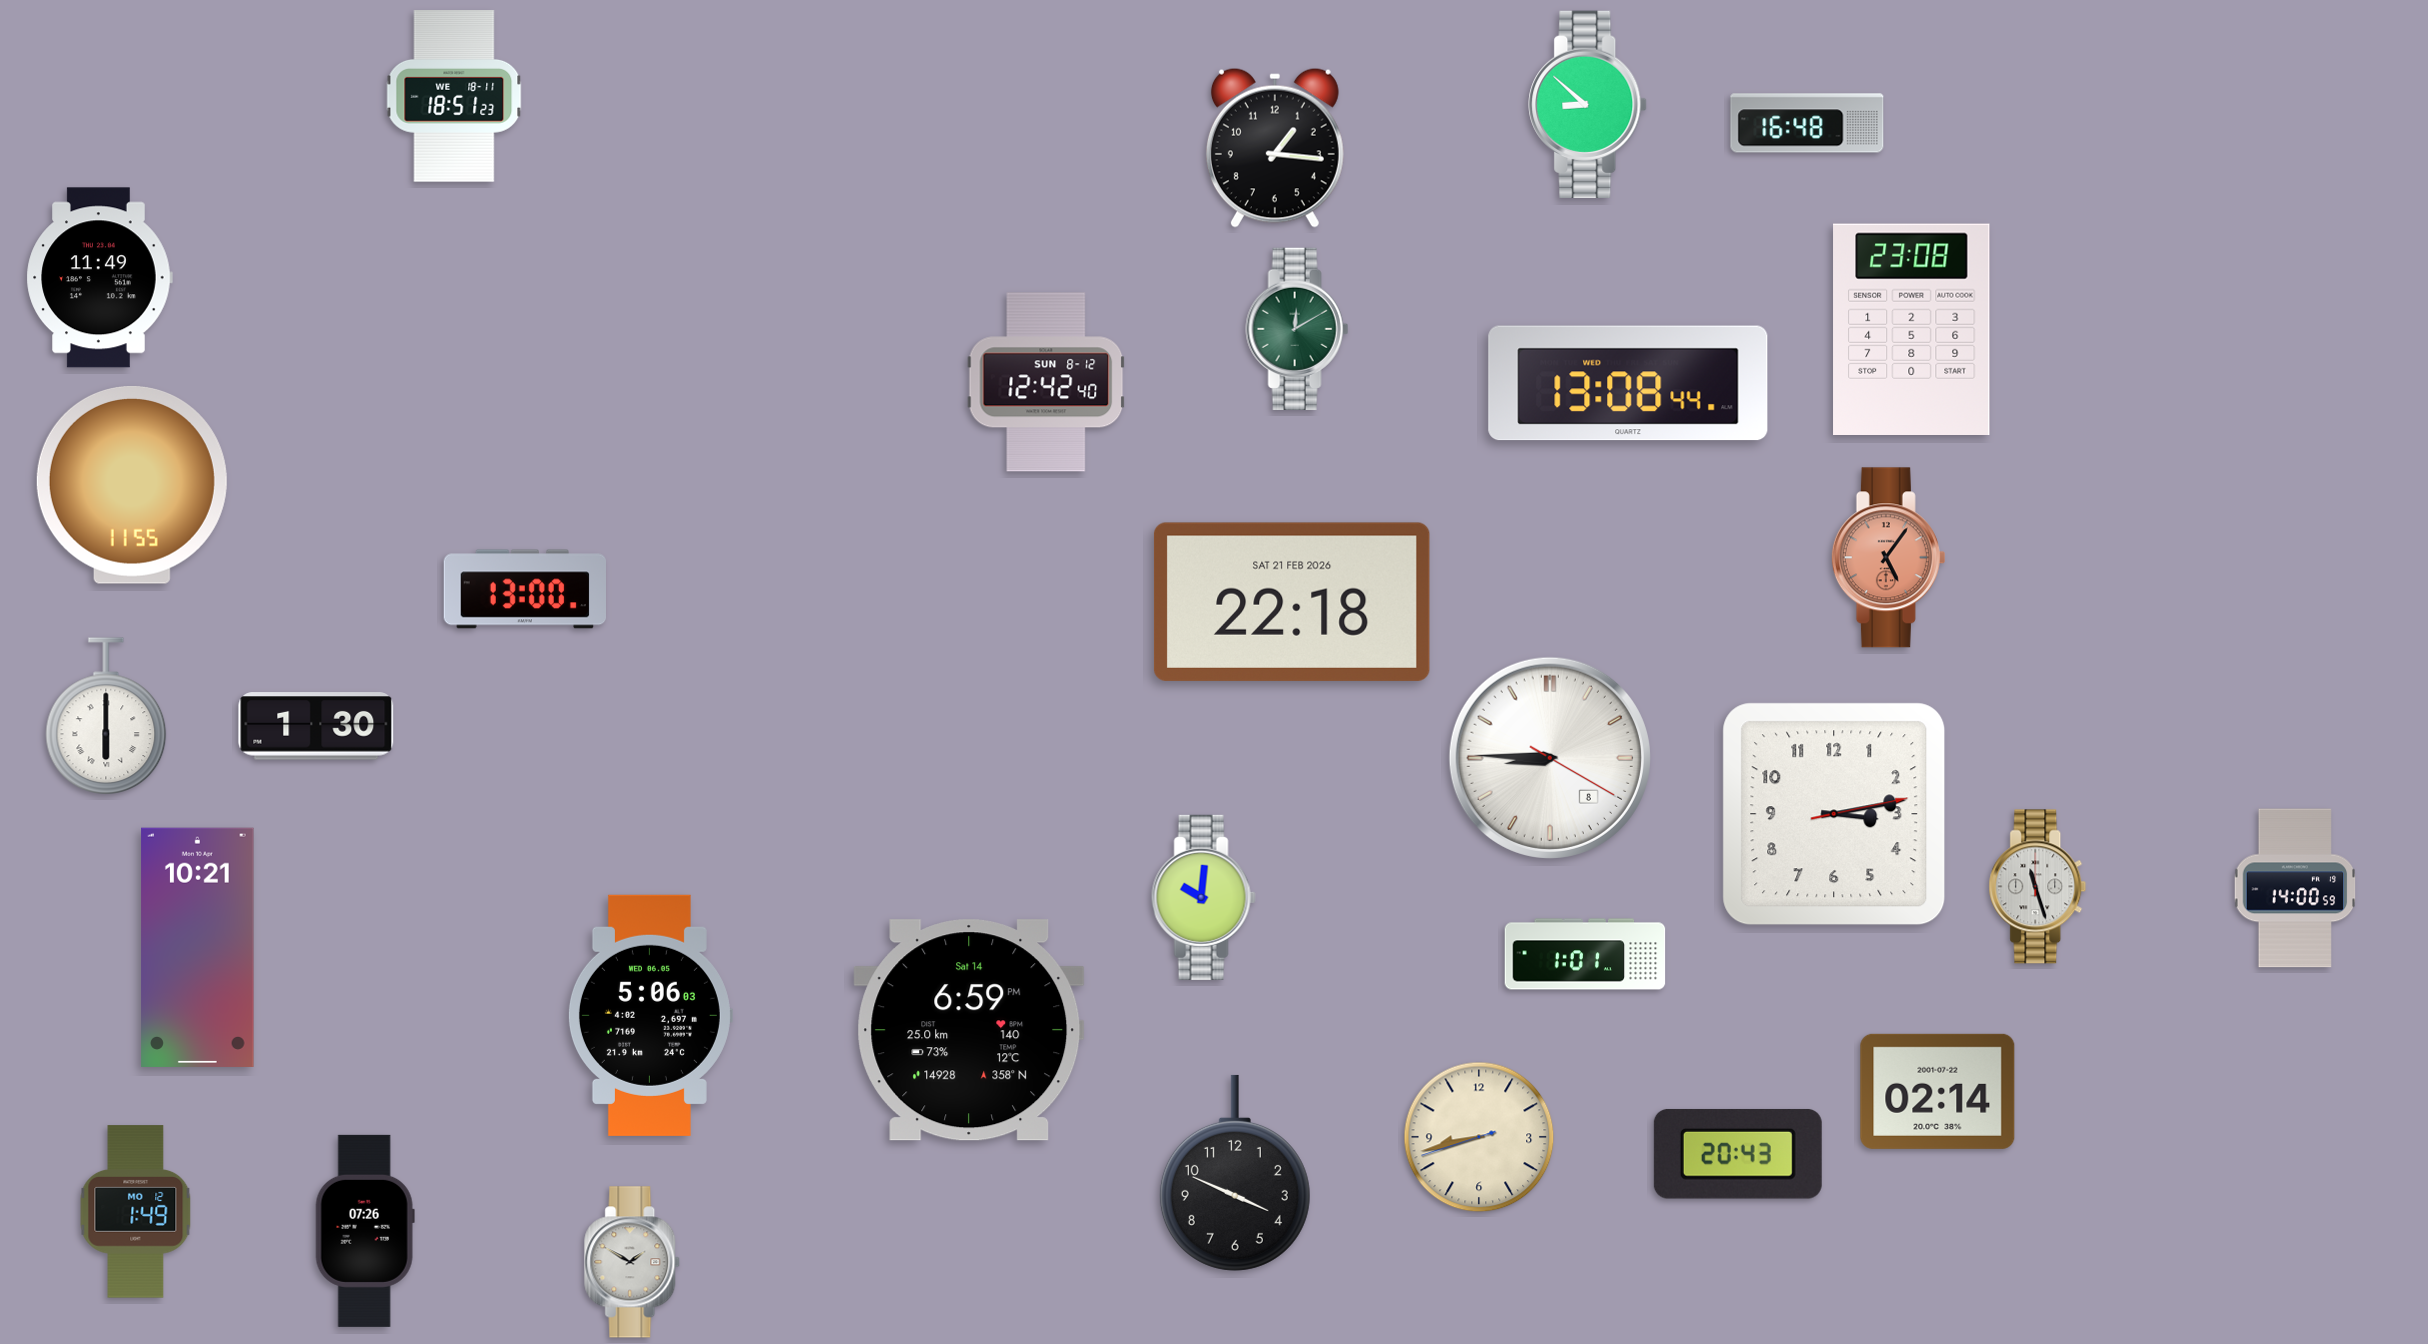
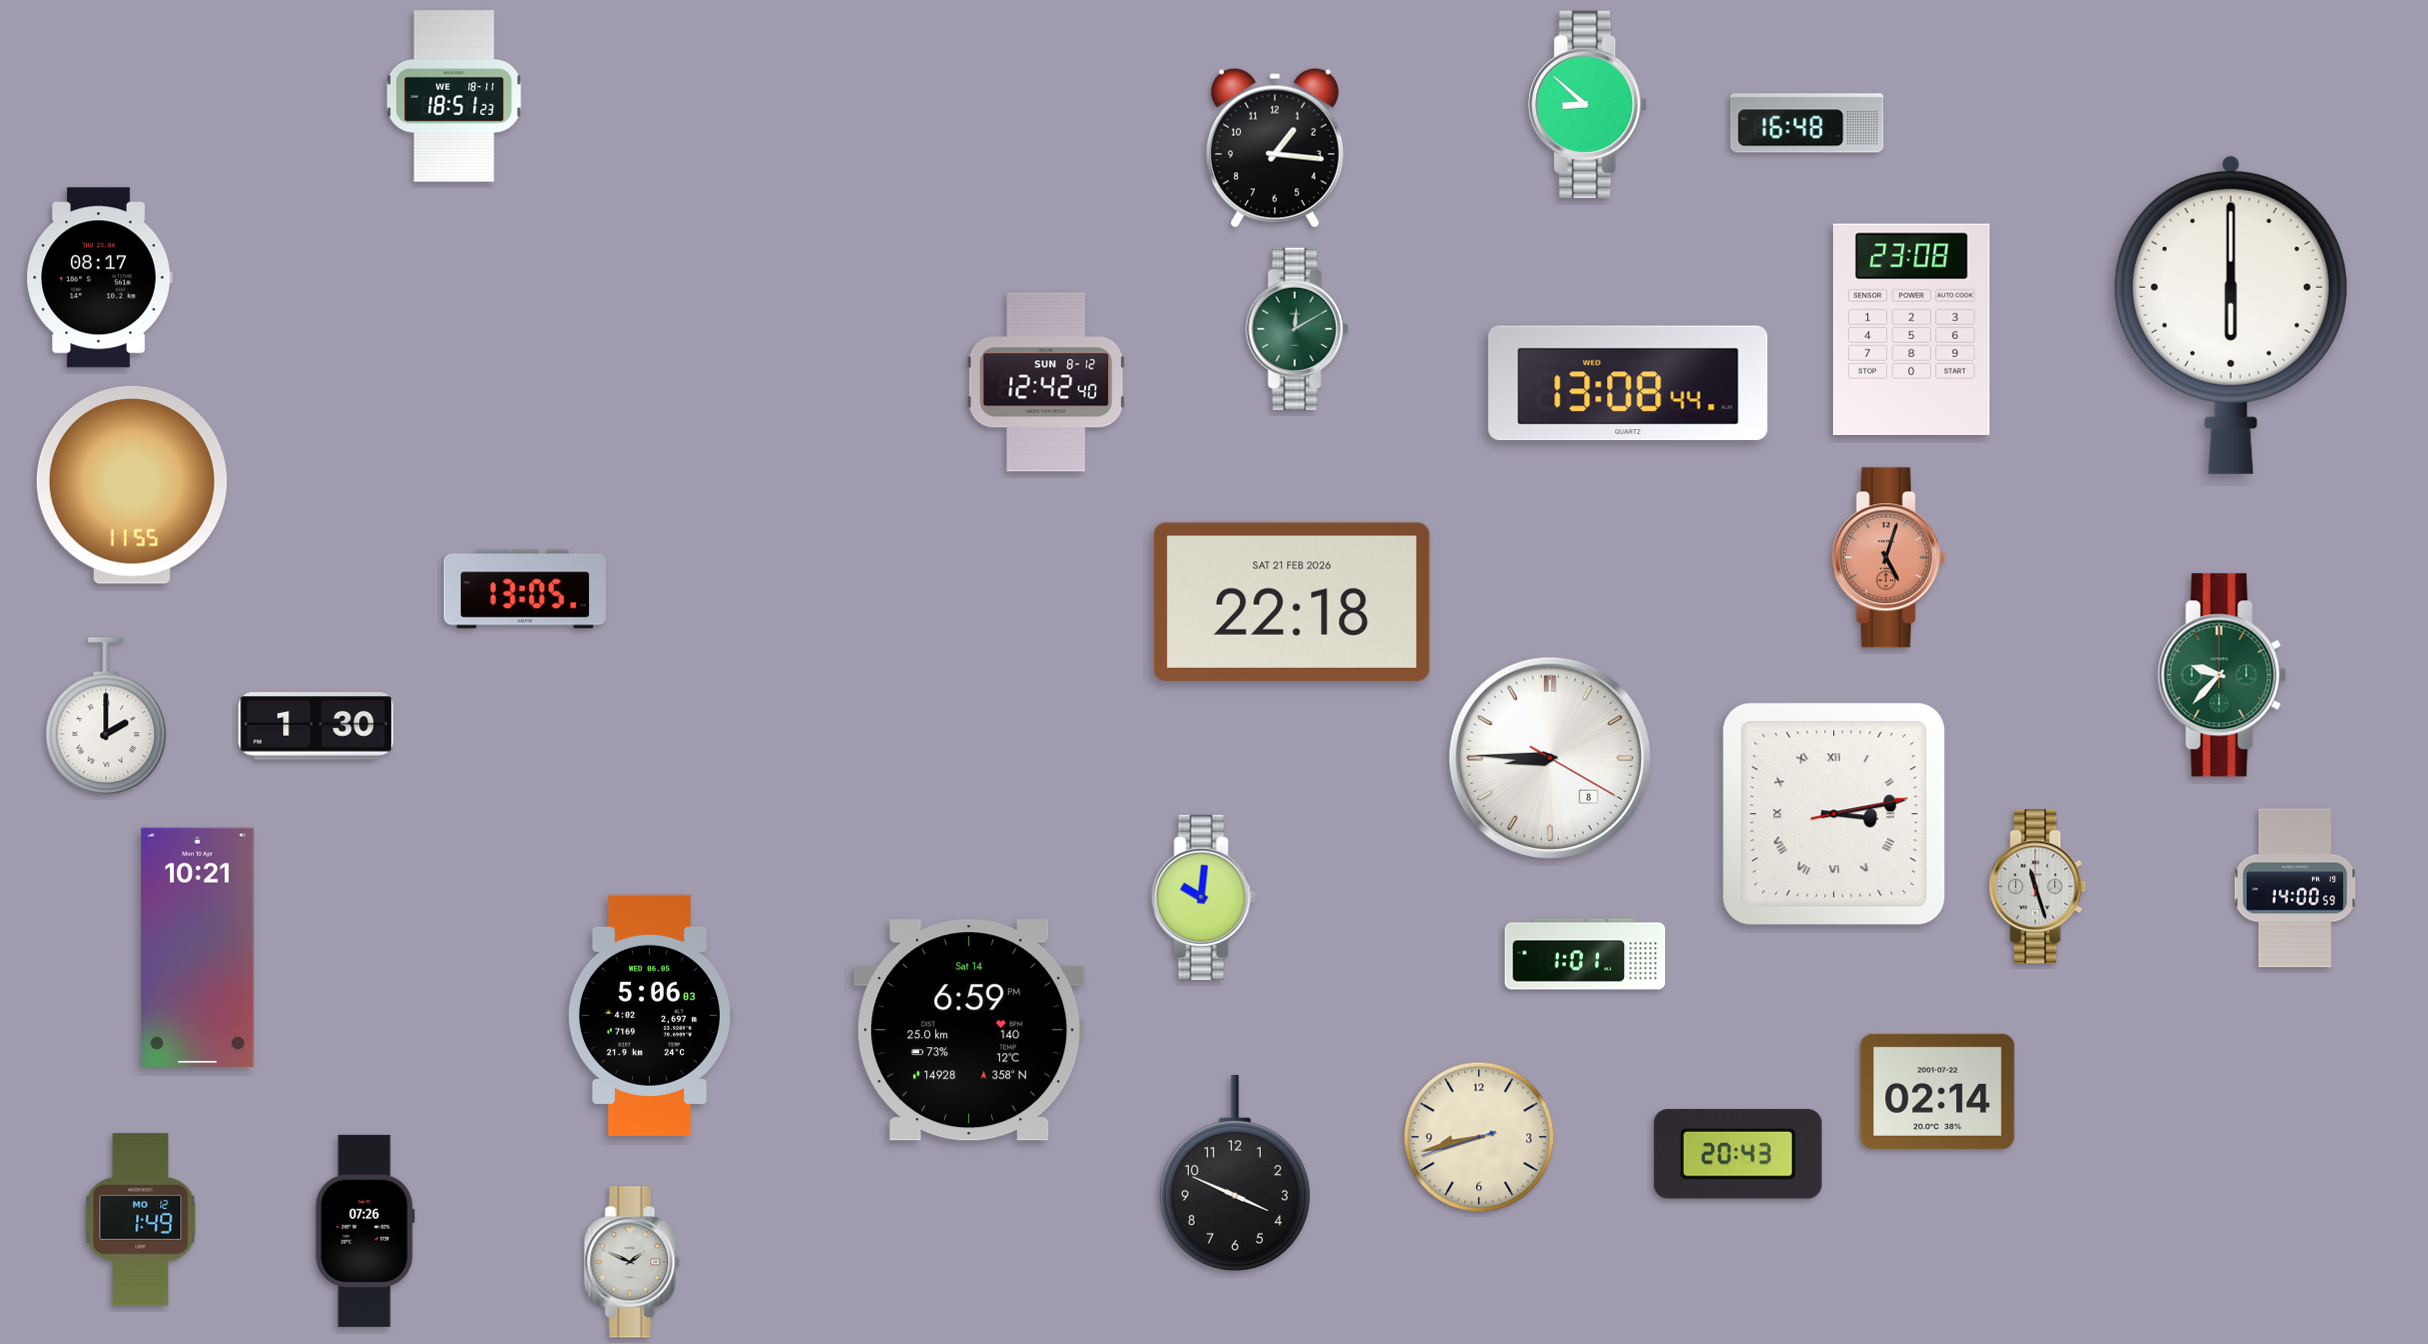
clock at (99, 278): 11:49 -> 08:17
clock at (2231, 314): none -> 6:00
clock at (1888, 558): 5:06 -> 5:03
clock at (524, 589): 13:00 -> 13:05
clock at (2222, 675): none -> 9:37
clock at (106, 716): 6:00 -> 2:00
clock at (1834, 814) numerals: Arabic -> Roman
clock at (136, 1212) position: (136, 1212) -> (141, 1220)
clock at (633, 1262): 1:50 -> 1:49
